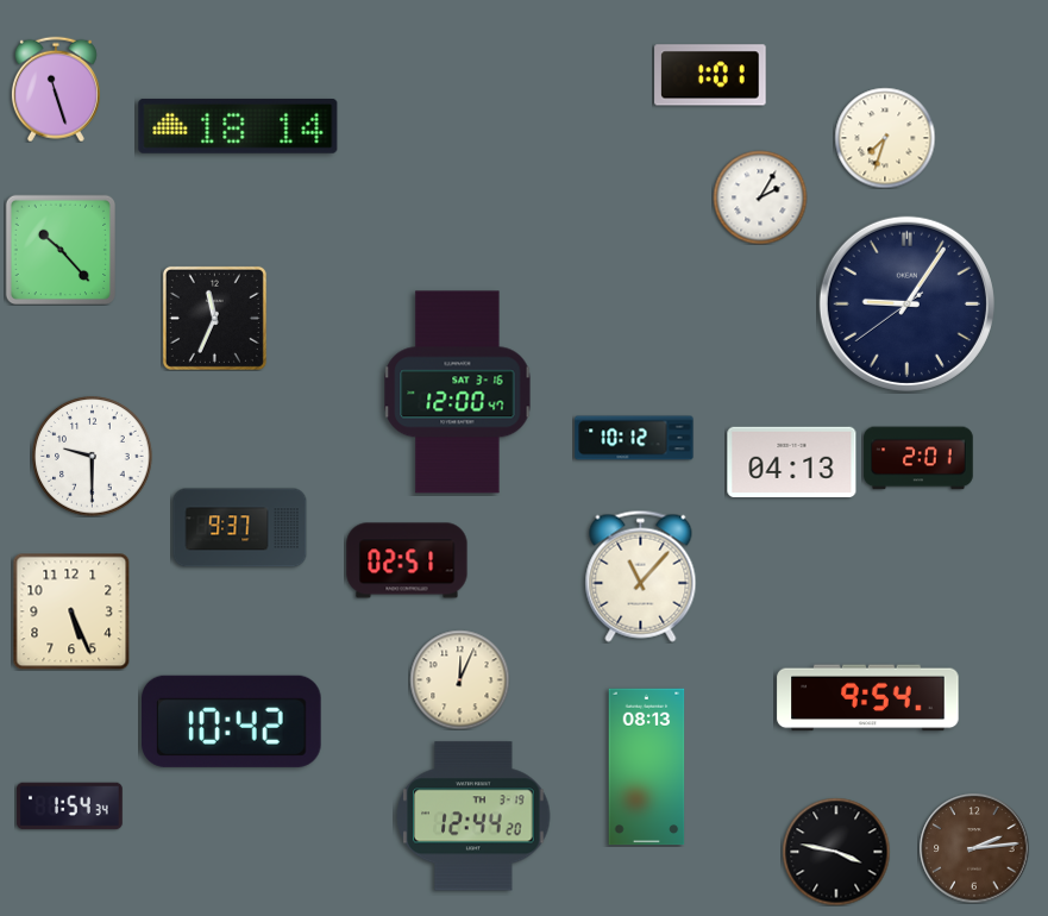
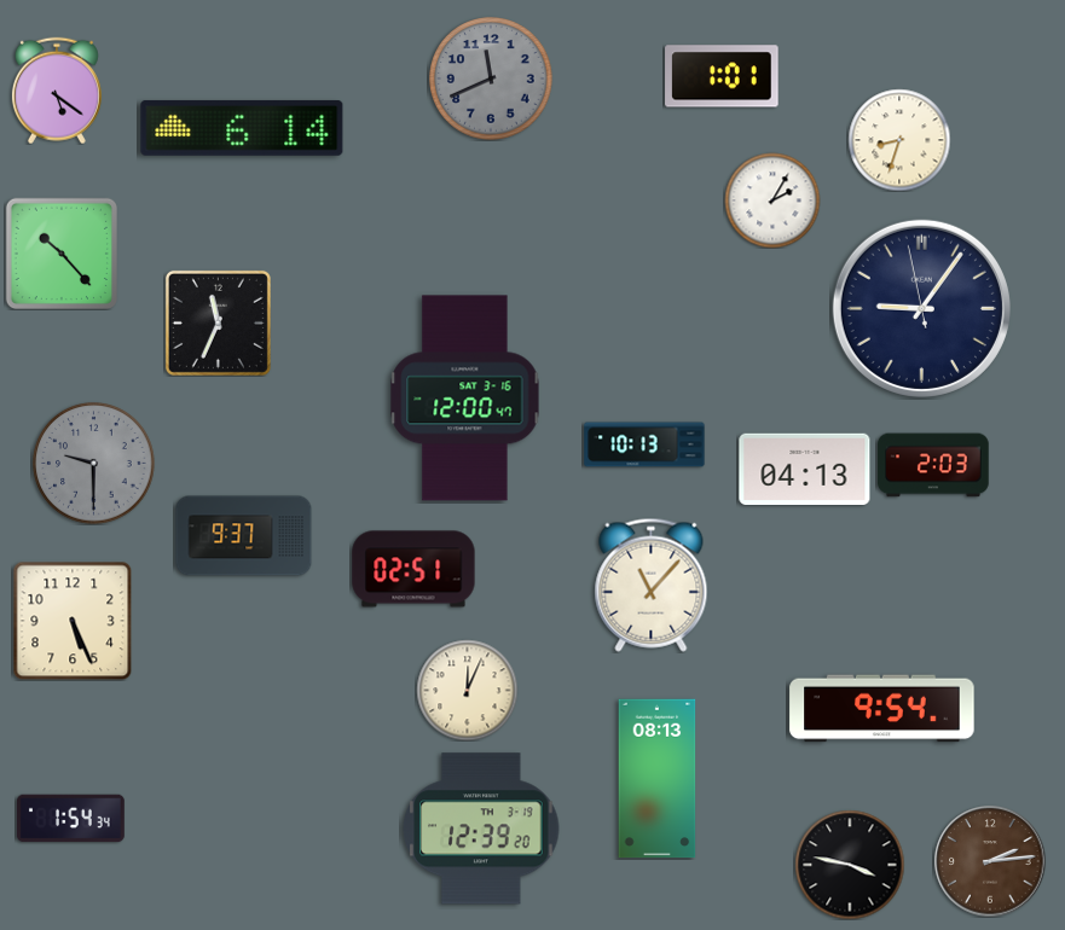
clock at (491, 79): none -> 11:41
clock at (56, 89): 11:27 -> 5:21
clock at (238, 126): 18:14 -> 6:14
clock at (885, 138): 7:33 -> 8:33
clock at (906, 303): 9:05:39 -> 9:05:58
clock at (634, 438): 10:12 -> 10:13
clock at (93, 457) dial: white -> grey
clock at (918, 458): 2:01 -> 2:03
clock at (232, 721): 10:42 -> none
clock at (473, 816): 12:44 -> 12:39
